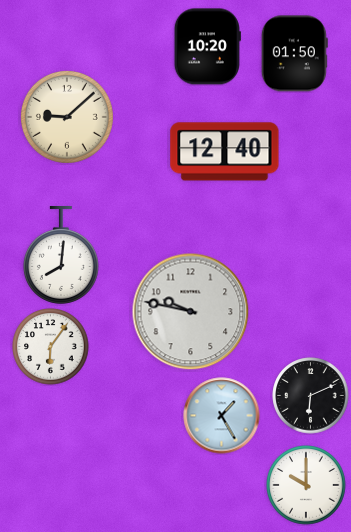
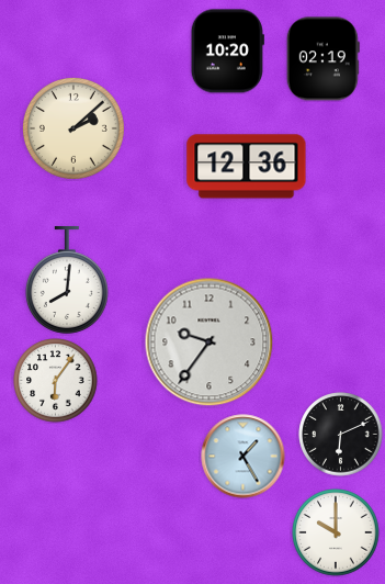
clock at (294, 54): 01:50 -> 02:19
clock at (67, 117): 9:08 -> 2:08
clock at (225, 152): 12:40 -> 12:36
clock at (191, 312): 9:47 -> 9:36
